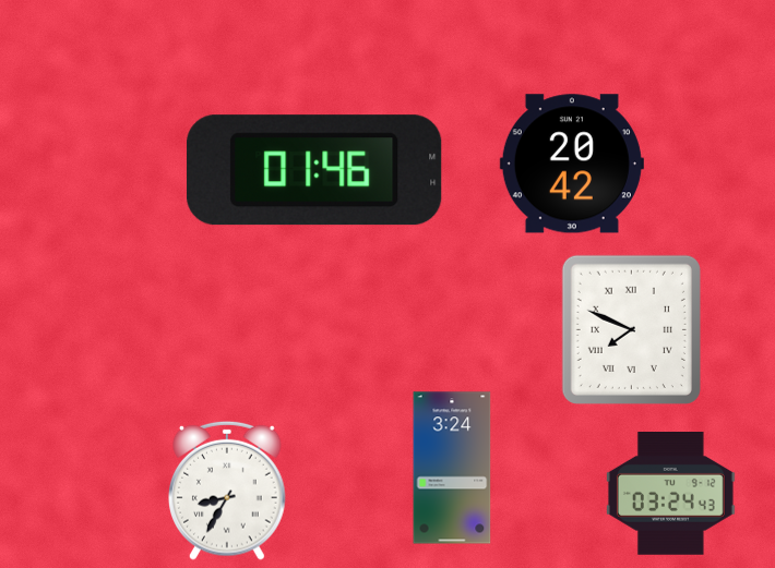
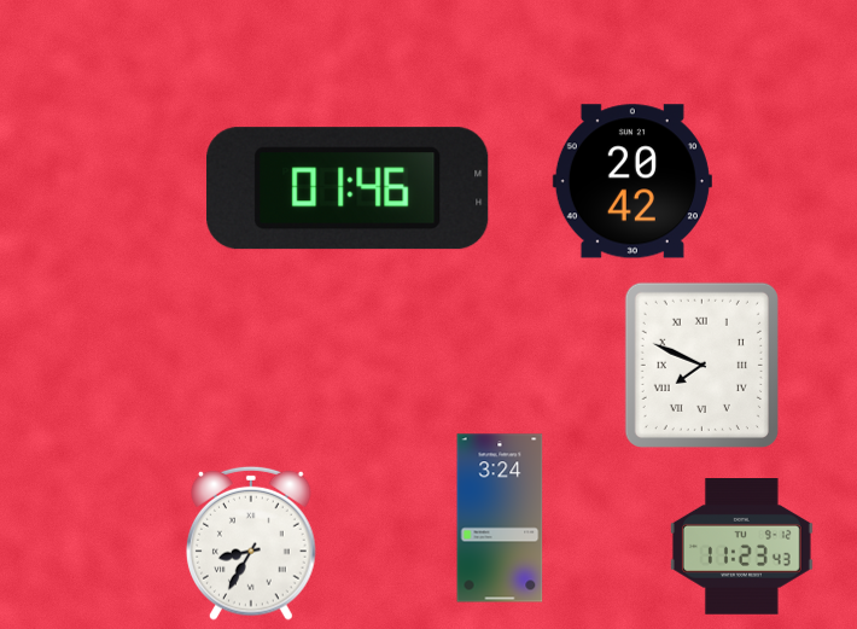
clock at (631, 329) position: (631, 329) -> (701, 365)
clock at (670, 494): 03:24 -> 11:23
